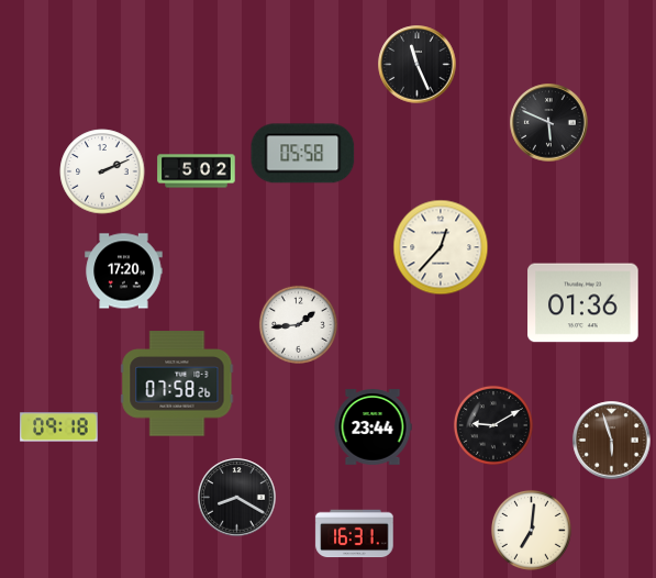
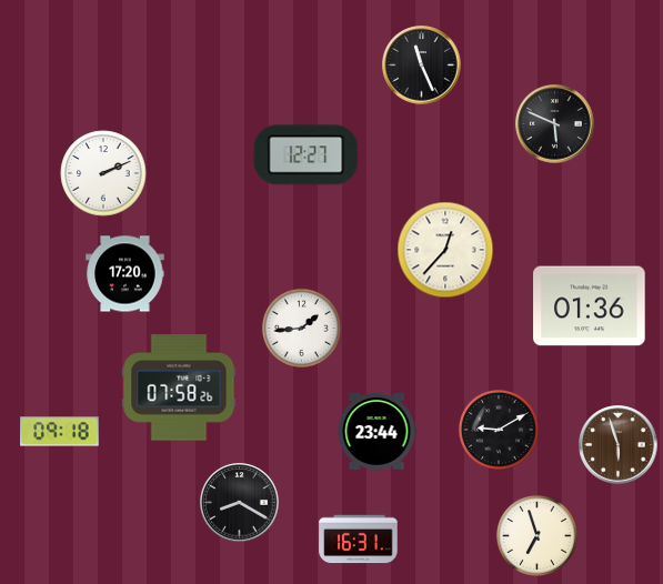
clock at (303, 154): 05:58 -> 12:27
clock at (197, 171): 5:02 -> none
clock at (531, 530): 7:01 -> 6:57
